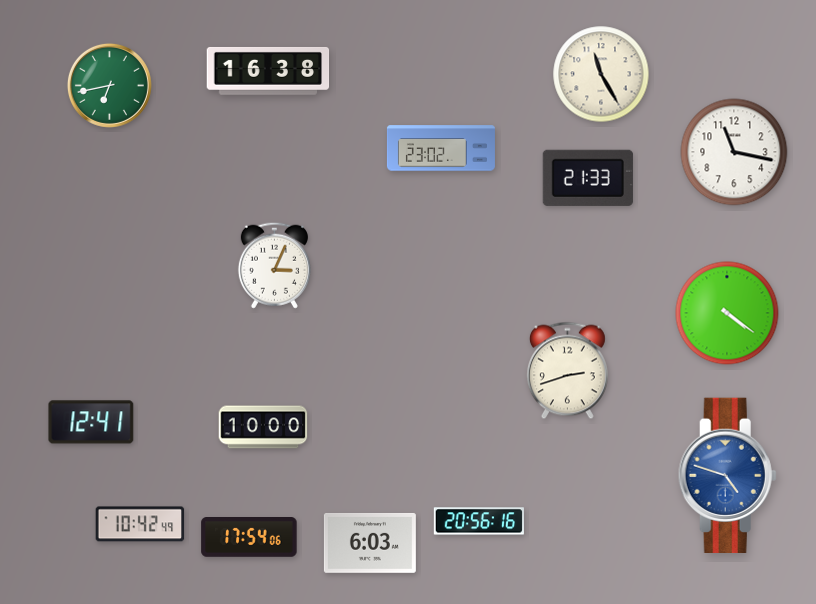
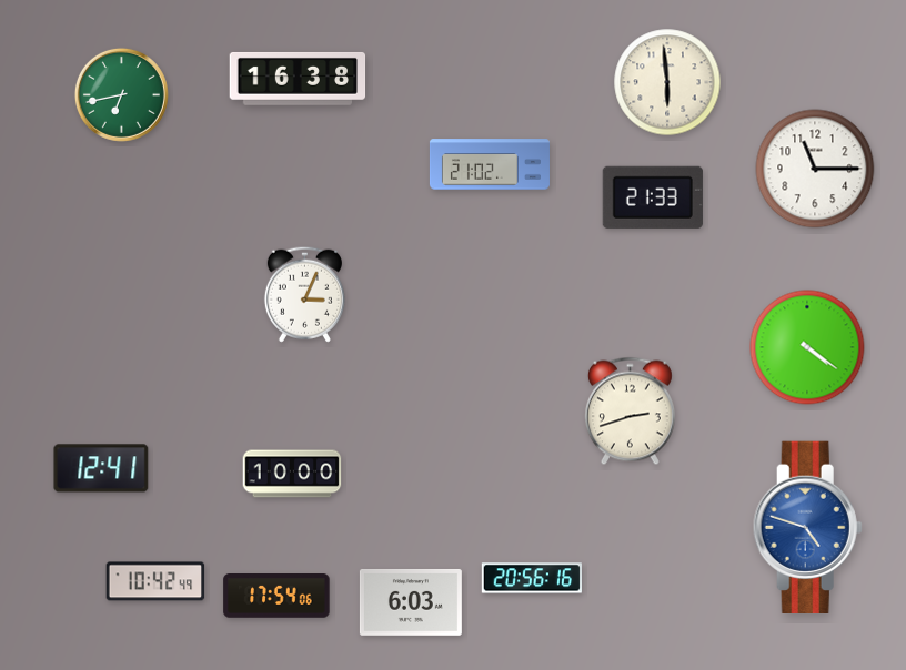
clock at (601, 74): 11:25 -> 5:59
clock at (441, 148): 23:02 -> 21:02
clock at (734, 152): 11:17 -> 11:15
